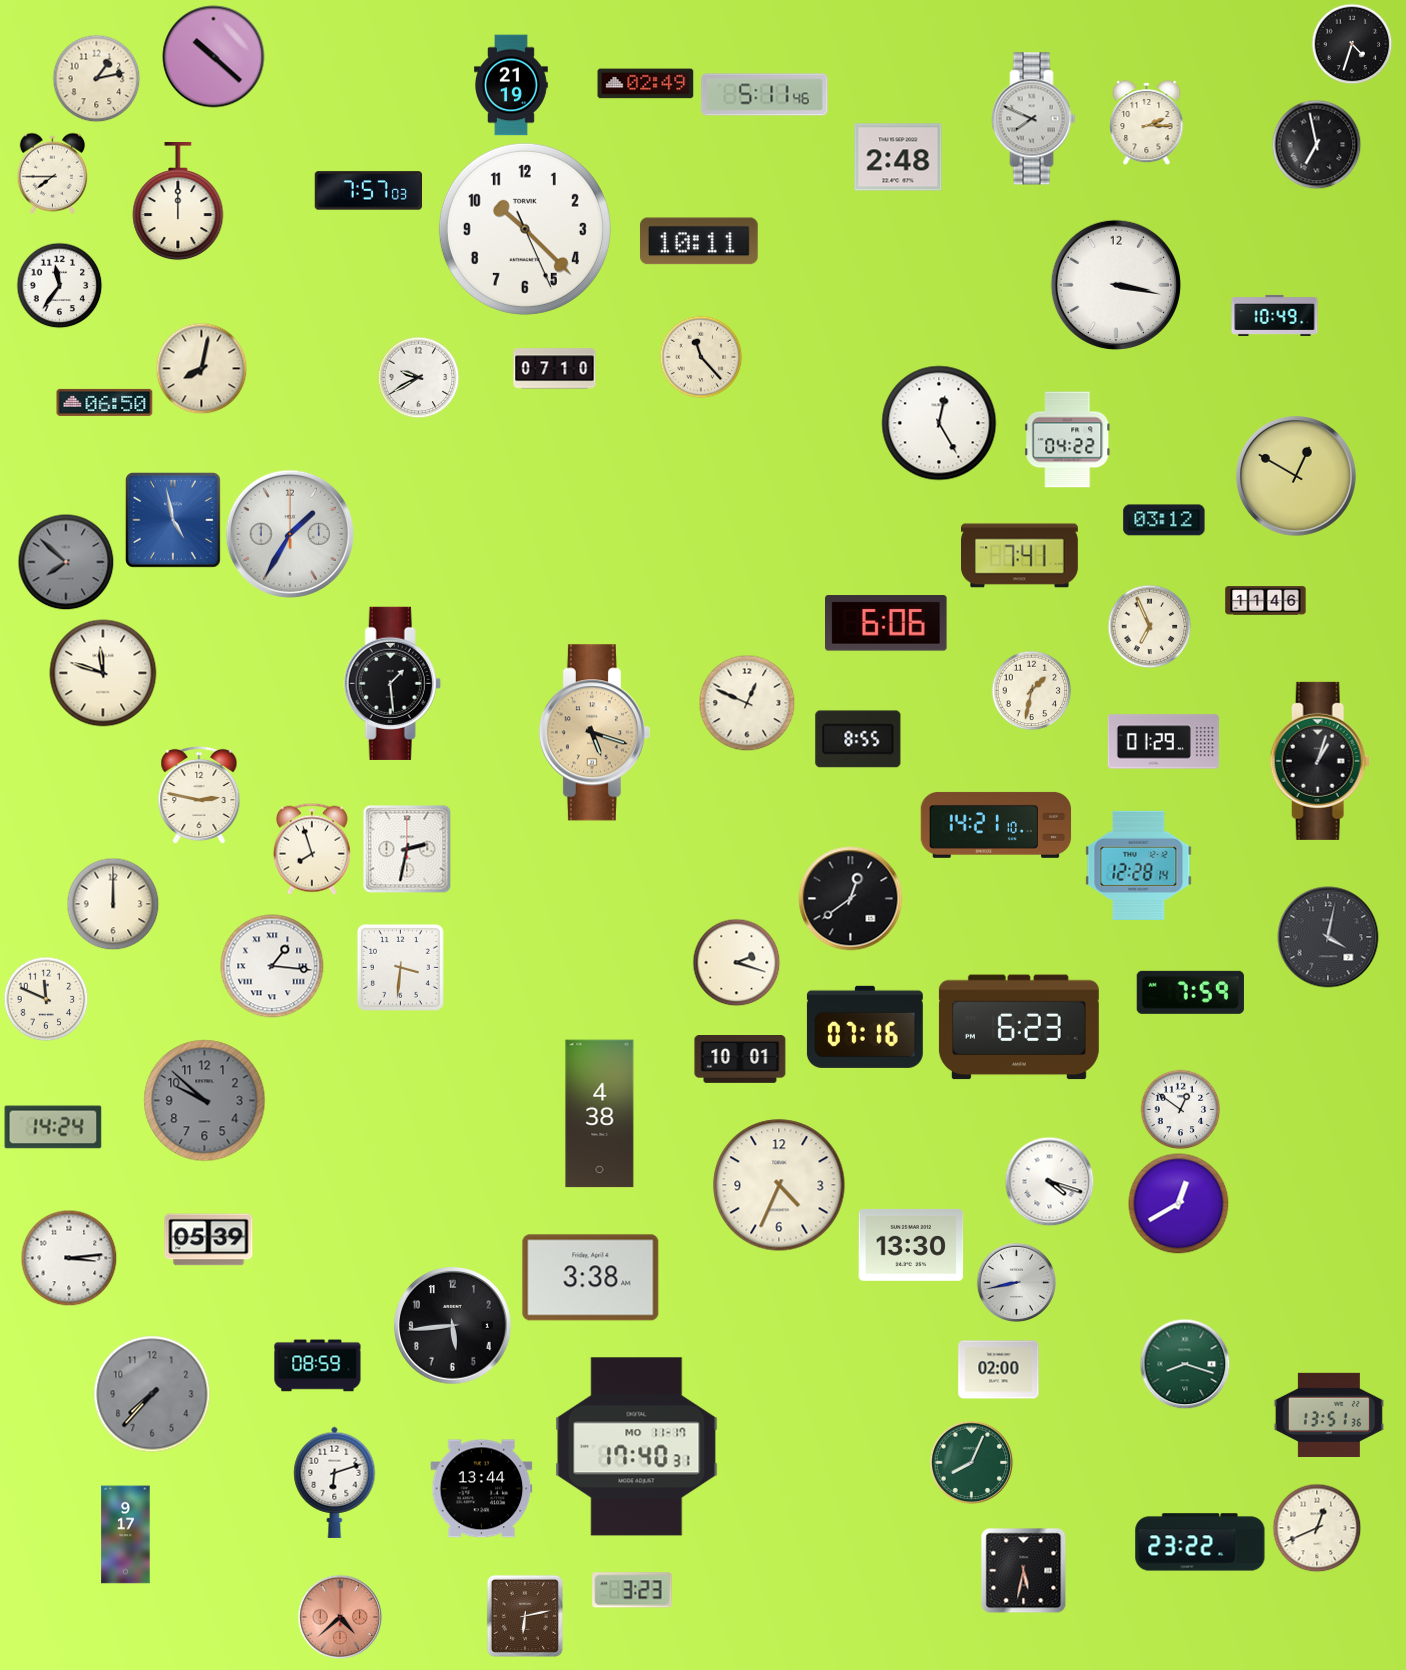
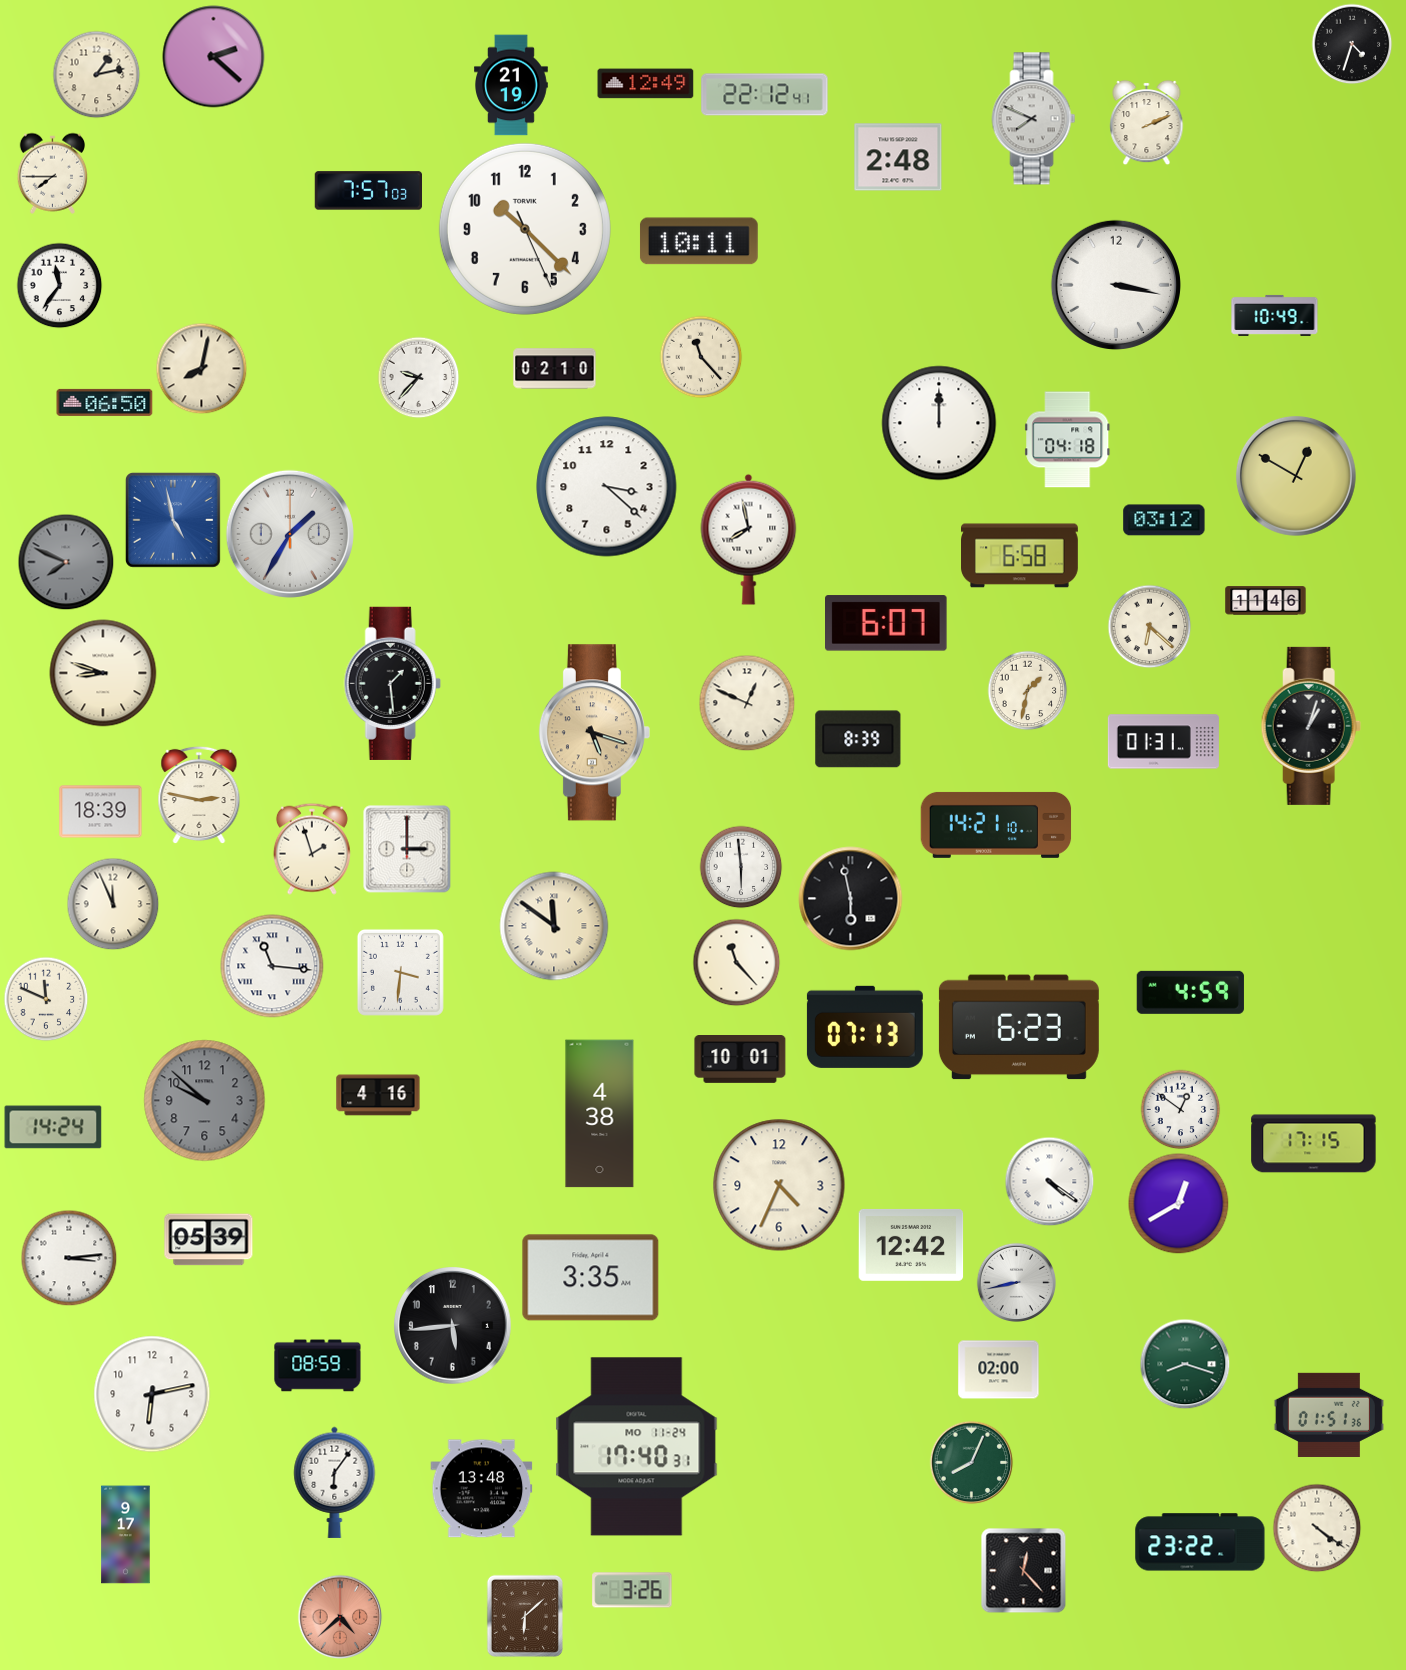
clock at (214, 57): 10:22 -> 2:22
clock at (96, 78) position: (96, 78) -> (96, 74)
clock at (646, 84): 02:49 -> 12:49
clock at (765, 95): 5:11 -> 22:12
clock at (1147, 122): 2:15 -> 2:11
clock at (1316, 144): 6:58 -> none
clock at (178, 202): 12:00 -> none
clock at (555, 369): 07:10 -> 02:10
clock at (418, 377): 9:40 -> 9:37
clock at (939, 423): 12:25 -> 12:00
clock at (1068, 440): 04:22 -> 04:18
clock at (607, 487): none -> 3:22
clock at (749, 539): none -> 7:58
clock at (1020, 556): 7:41 -> 6:58
clock at (66, 562): 7:52 -> 7:49
clock at (886, 623): 6:06 -> 6:07
clock at (1149, 626): 6:56 -> 6:22
clock at (103, 673): 11:48 -> 8:48
clock at (1031, 690) position: (1031, 690) -> (1027, 690)
clock at (858, 739): 8:55 -> 8:39
clock at (1163, 742): 01:29 -> 01:31
clock at (1320, 761) position: (1320, 761) -> (1311, 726)
clock at (101, 812): none -> 18:39
clock at (312, 849): 7:57 -> 1:57
clock at (407, 849): 2:32 -> 3:00
clock at (1139, 865): 12:28 -> none
clock at (741, 867): none -> 5:59
clock at (851, 899): 12:39 -> 5:58
clock at (113, 904): 12:00 -> 11:56
clock at (554, 926): none -> 11:51
clock at (1328, 937): 4:02 -> none
clock at (736, 962): 2:18 -> 11:23
clock at (272, 966): 1:16 -> 11:16
clock at (400, 967) position: (400, 967) -> (400, 972)
clock at (1190, 992): 7:59 -> 4:59
clock at (865, 1027): 07:16 -> 07:13
clock at (378, 1095): none -> 4:16
clock at (1314, 1144): none -> 17:15
clock at (1049, 1181): 4:18 -> 4:21
clock at (911, 1245): 13:30 -> 12:42
clock at (591, 1278): 3:38 -> 3:35
clock at (152, 1394): 7:37 -> 6:13
clock at (152, 1394) dial: grey -> white
clock at (1329, 1415): 13:51 -> 01:51
clock at (637, 1447) date: MO 11-17 -> MO 11-24
clock at (335, 1482): 6:12 -> 6:06
clock at (482, 1489): 13:44 -> 13:48
clock at (1317, 1528): 12:41 -> 4:21
clock at (1023, 1570): 5:32 -> 12:23
clock at (632, 1590): 3:23 -> 3:26
clock at (525, 1616): 6:13 -> 6:08
